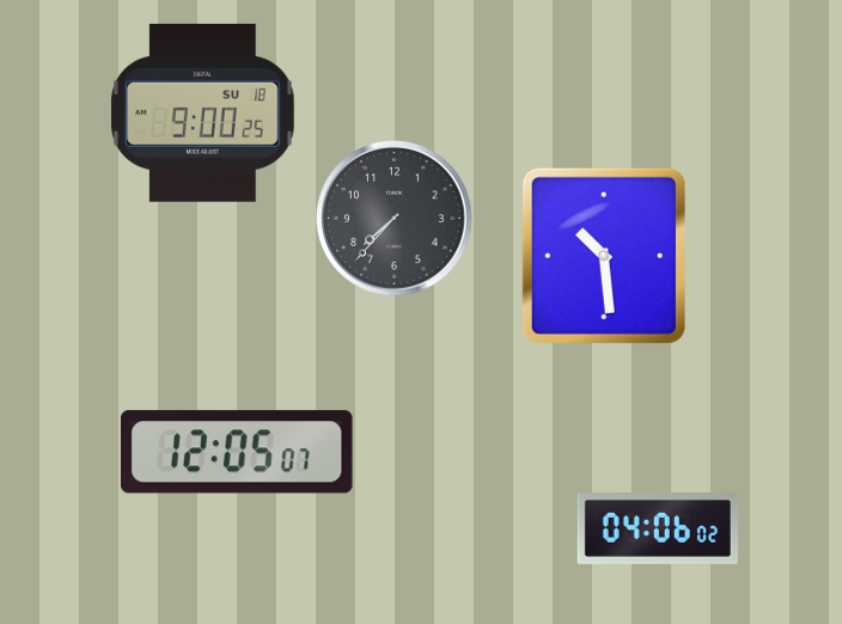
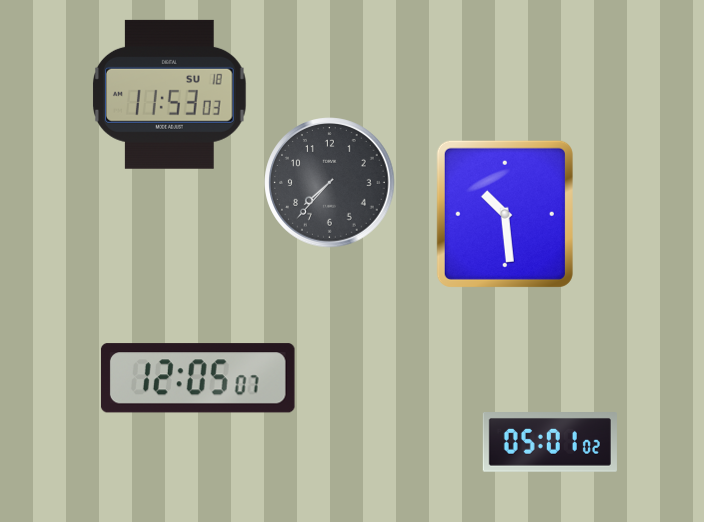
clock at (203, 112): 9:00 -> 11:53
clock at (658, 530): 04:06 -> 05:01
